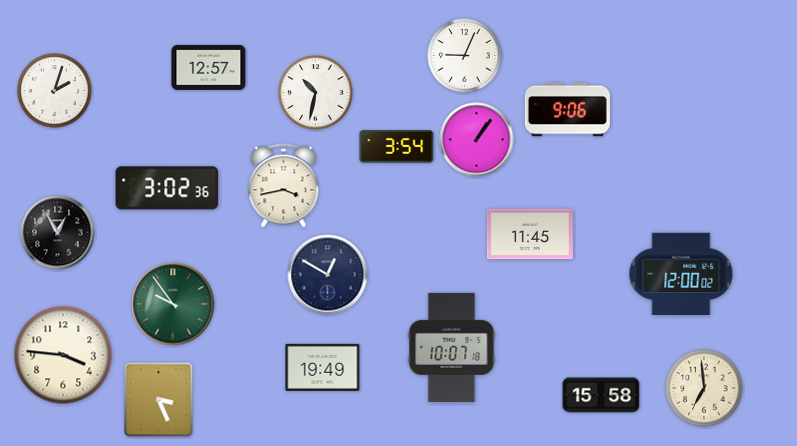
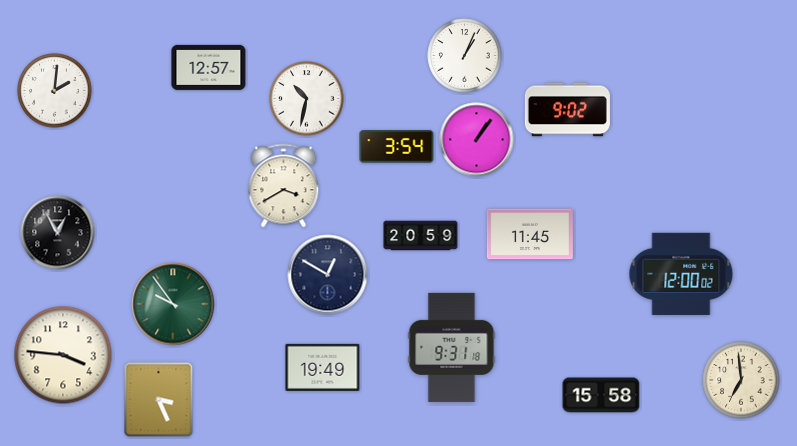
clock at (465, 56): 9:04 -> 1:04
clock at (55, 91): 2:03 -> 2:01
clock at (316, 93) position: (316, 93) -> (307, 99)
clock at (567, 110): 9:06 -> 9:02
clock at (284, 186): 3:43 -> 3:40
clock at (167, 188): 3:02 -> none
clock at (421, 236): none -> 20:59
clock at (452, 347): 10:07 -> 9:31
clock at (704, 388) position: (704, 388) -> (741, 380)
